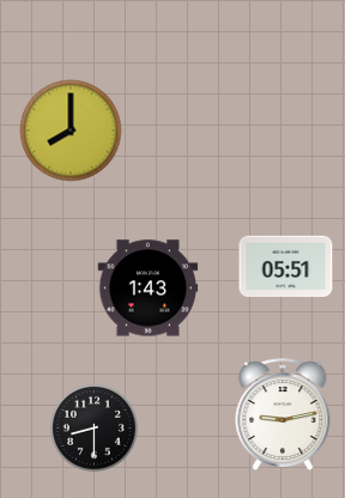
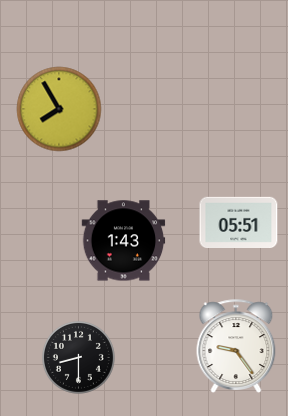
clock at (71, 130): 8:00 -> 7:55
clock at (283, 414): 9:13 -> 9:24
